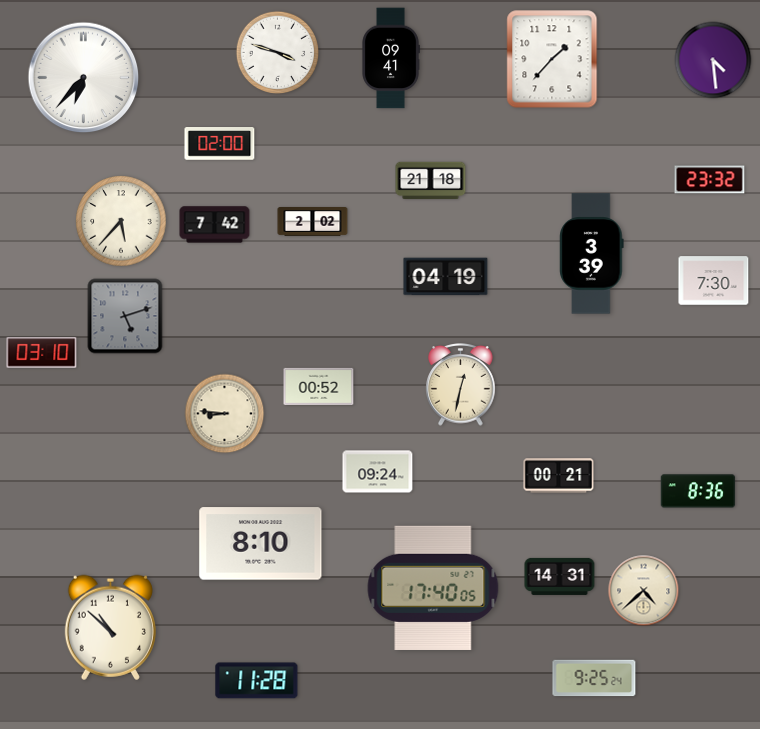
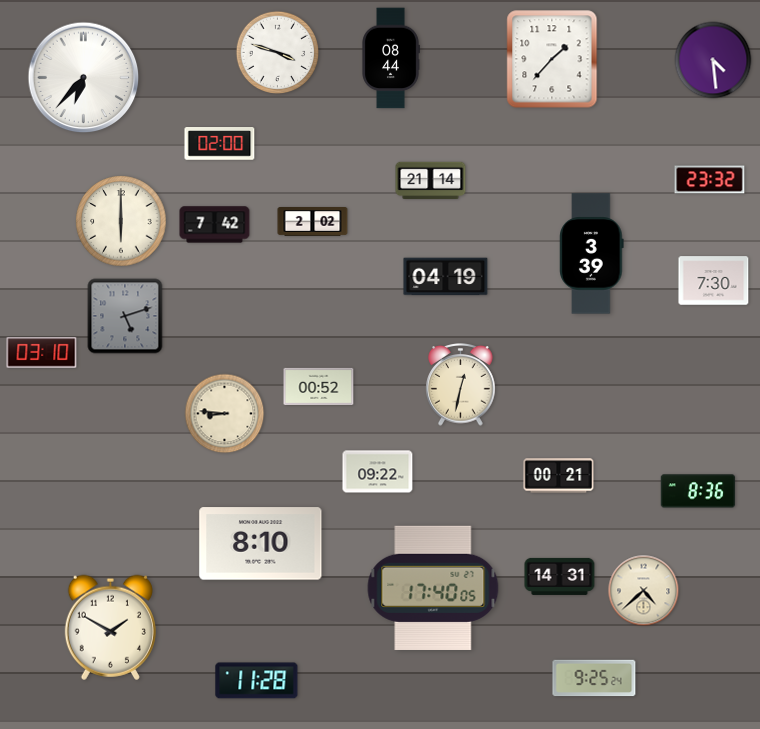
clock at (391, 58): 09:41 -> 08:44
clock at (431, 181): 21:18 -> 21:14
clock at (121, 221): 5:37 -> 6:00
clock at (378, 472): 09:24 -> 09:22
clock at (110, 627): 10:52 -> 1:50
